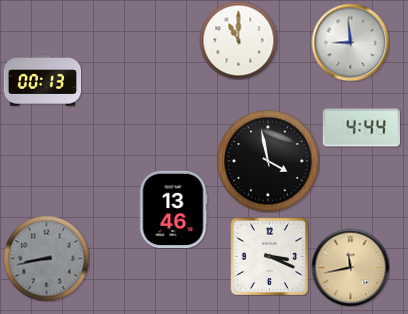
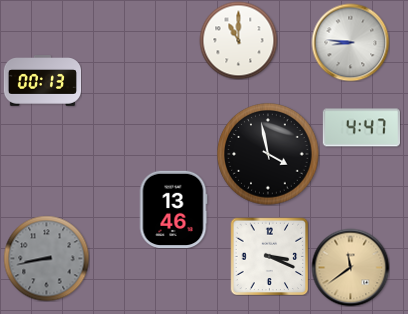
clock at (350, 42): 8:59 -> 8:46
clock at (361, 128): 4:44 -> 4:47
clock at (268, 161) position: (268, 161) -> (268, 154)
clock at (350, 267): 11:43 -> 11:39
